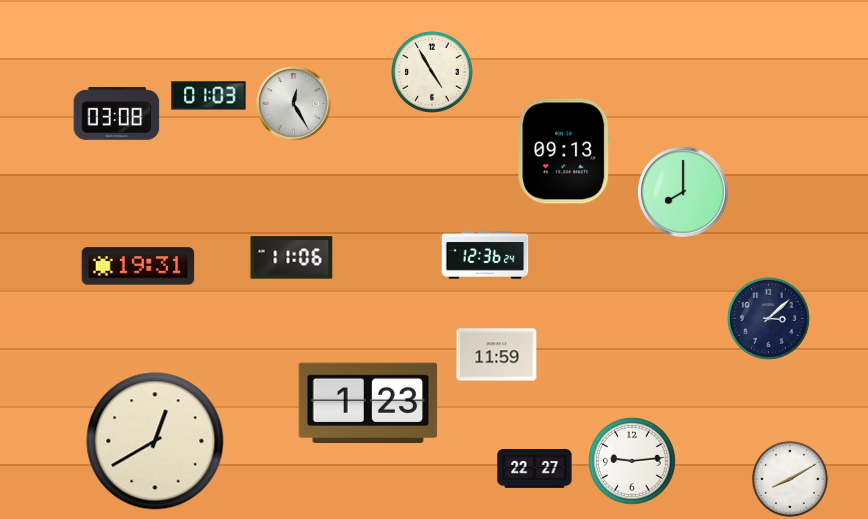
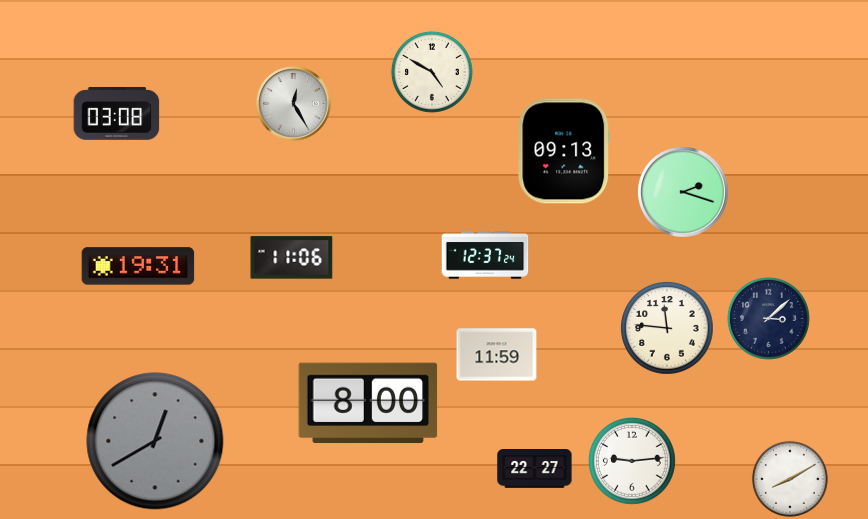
clock at (432, 72): 4:55 -> 4:50
clock at (209, 96): 01:03 -> none
clock at (683, 192): 8:00 -> 2:18
clock at (485, 255): 12:36 -> 12:37
clock at (667, 328): none -> 11:46
clock at (368, 403): 1:23 -> 8:00
clock at (155, 441) dial: cream -> grey
